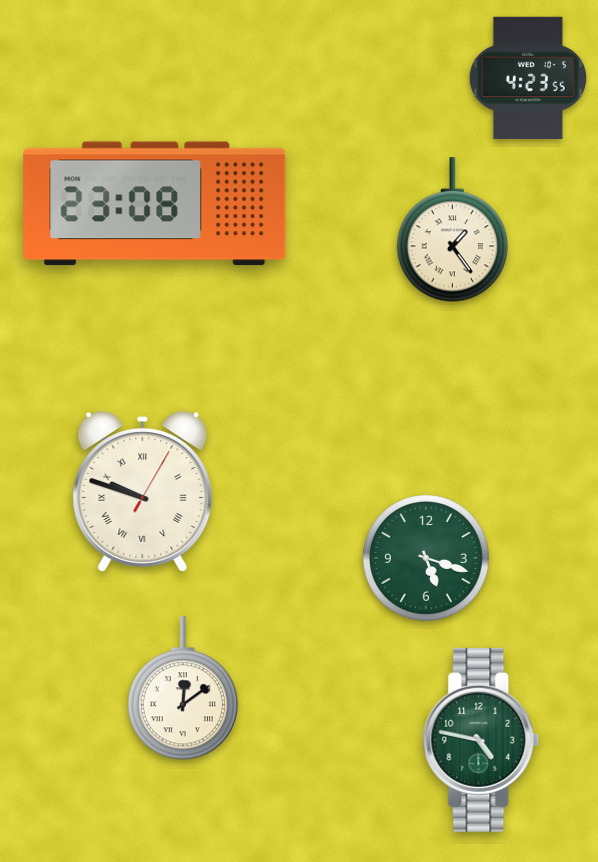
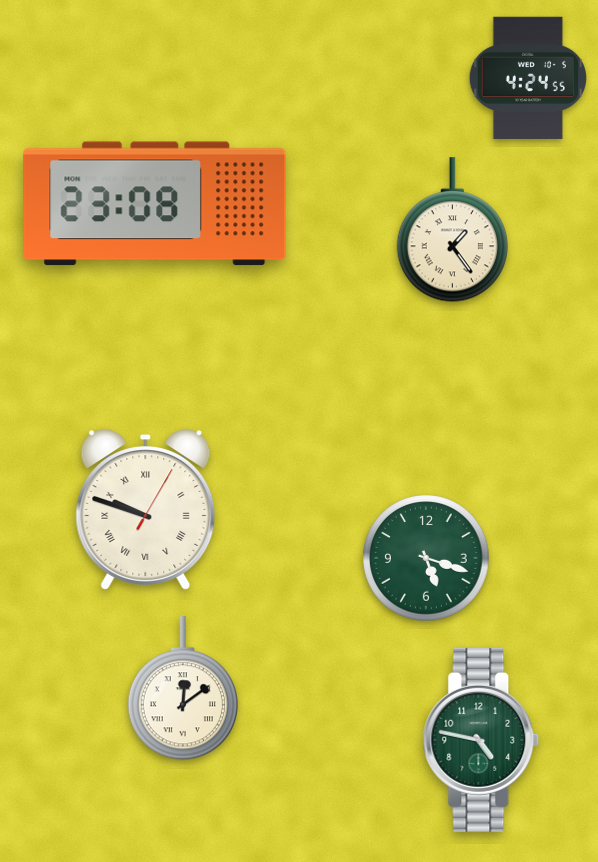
clock at (527, 78): 4:23 -> 4:24
clock at (143, 492) position: (143, 492) -> (146, 510)
